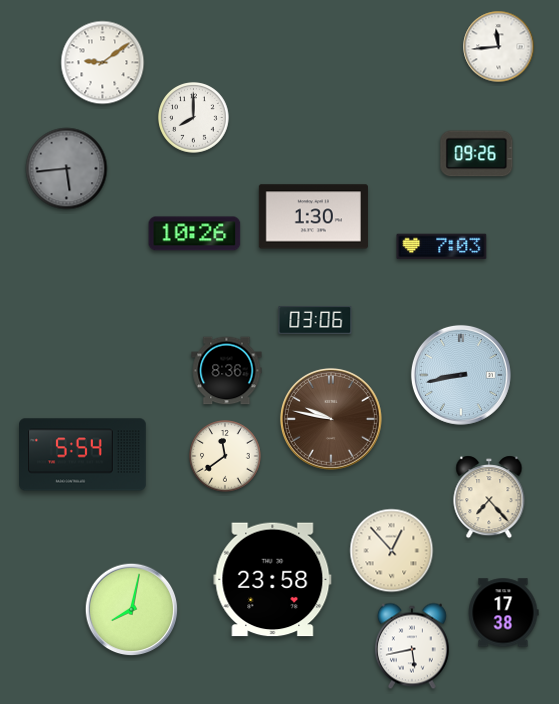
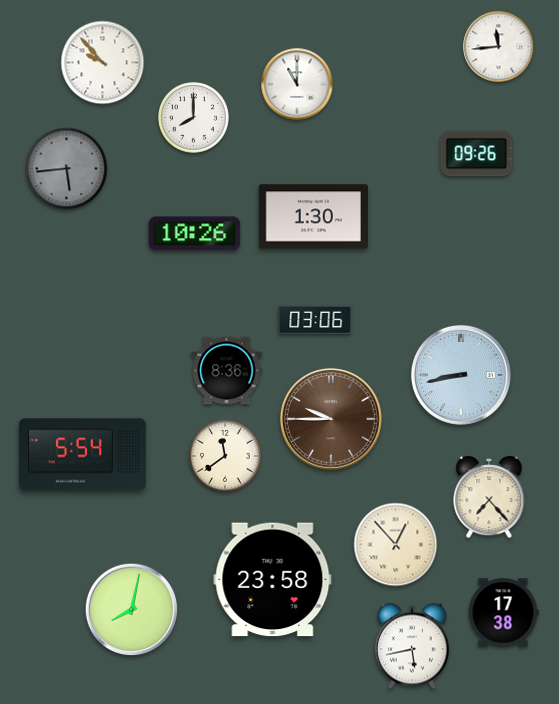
clock at (103, 63): 9:09 -> 9:53
clock at (297, 84): none -> 11:00
clock at (442, 247): 7:03 -> none
clock at (331, 419): 9:47 -> 9:45
clock at (392, 551) position: (392, 551) -> (396, 545)
